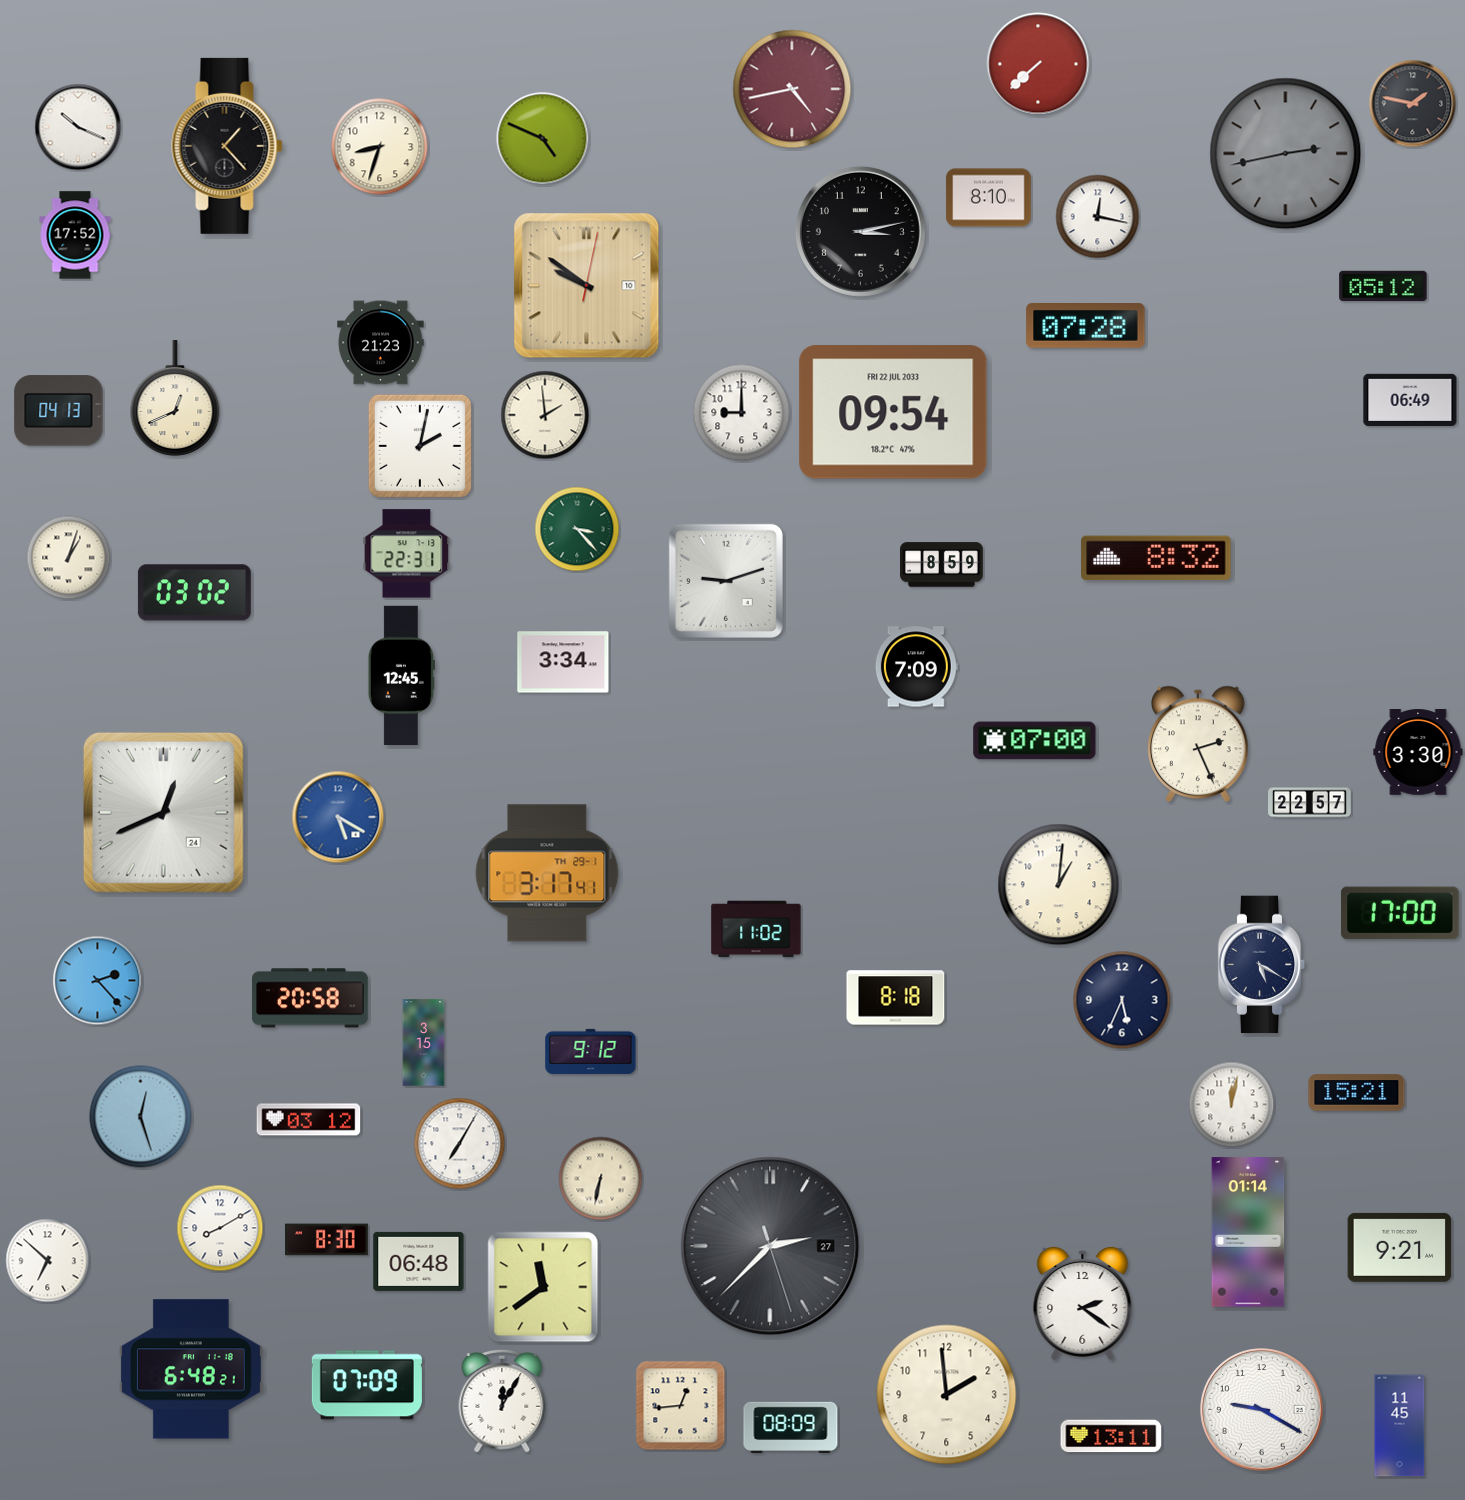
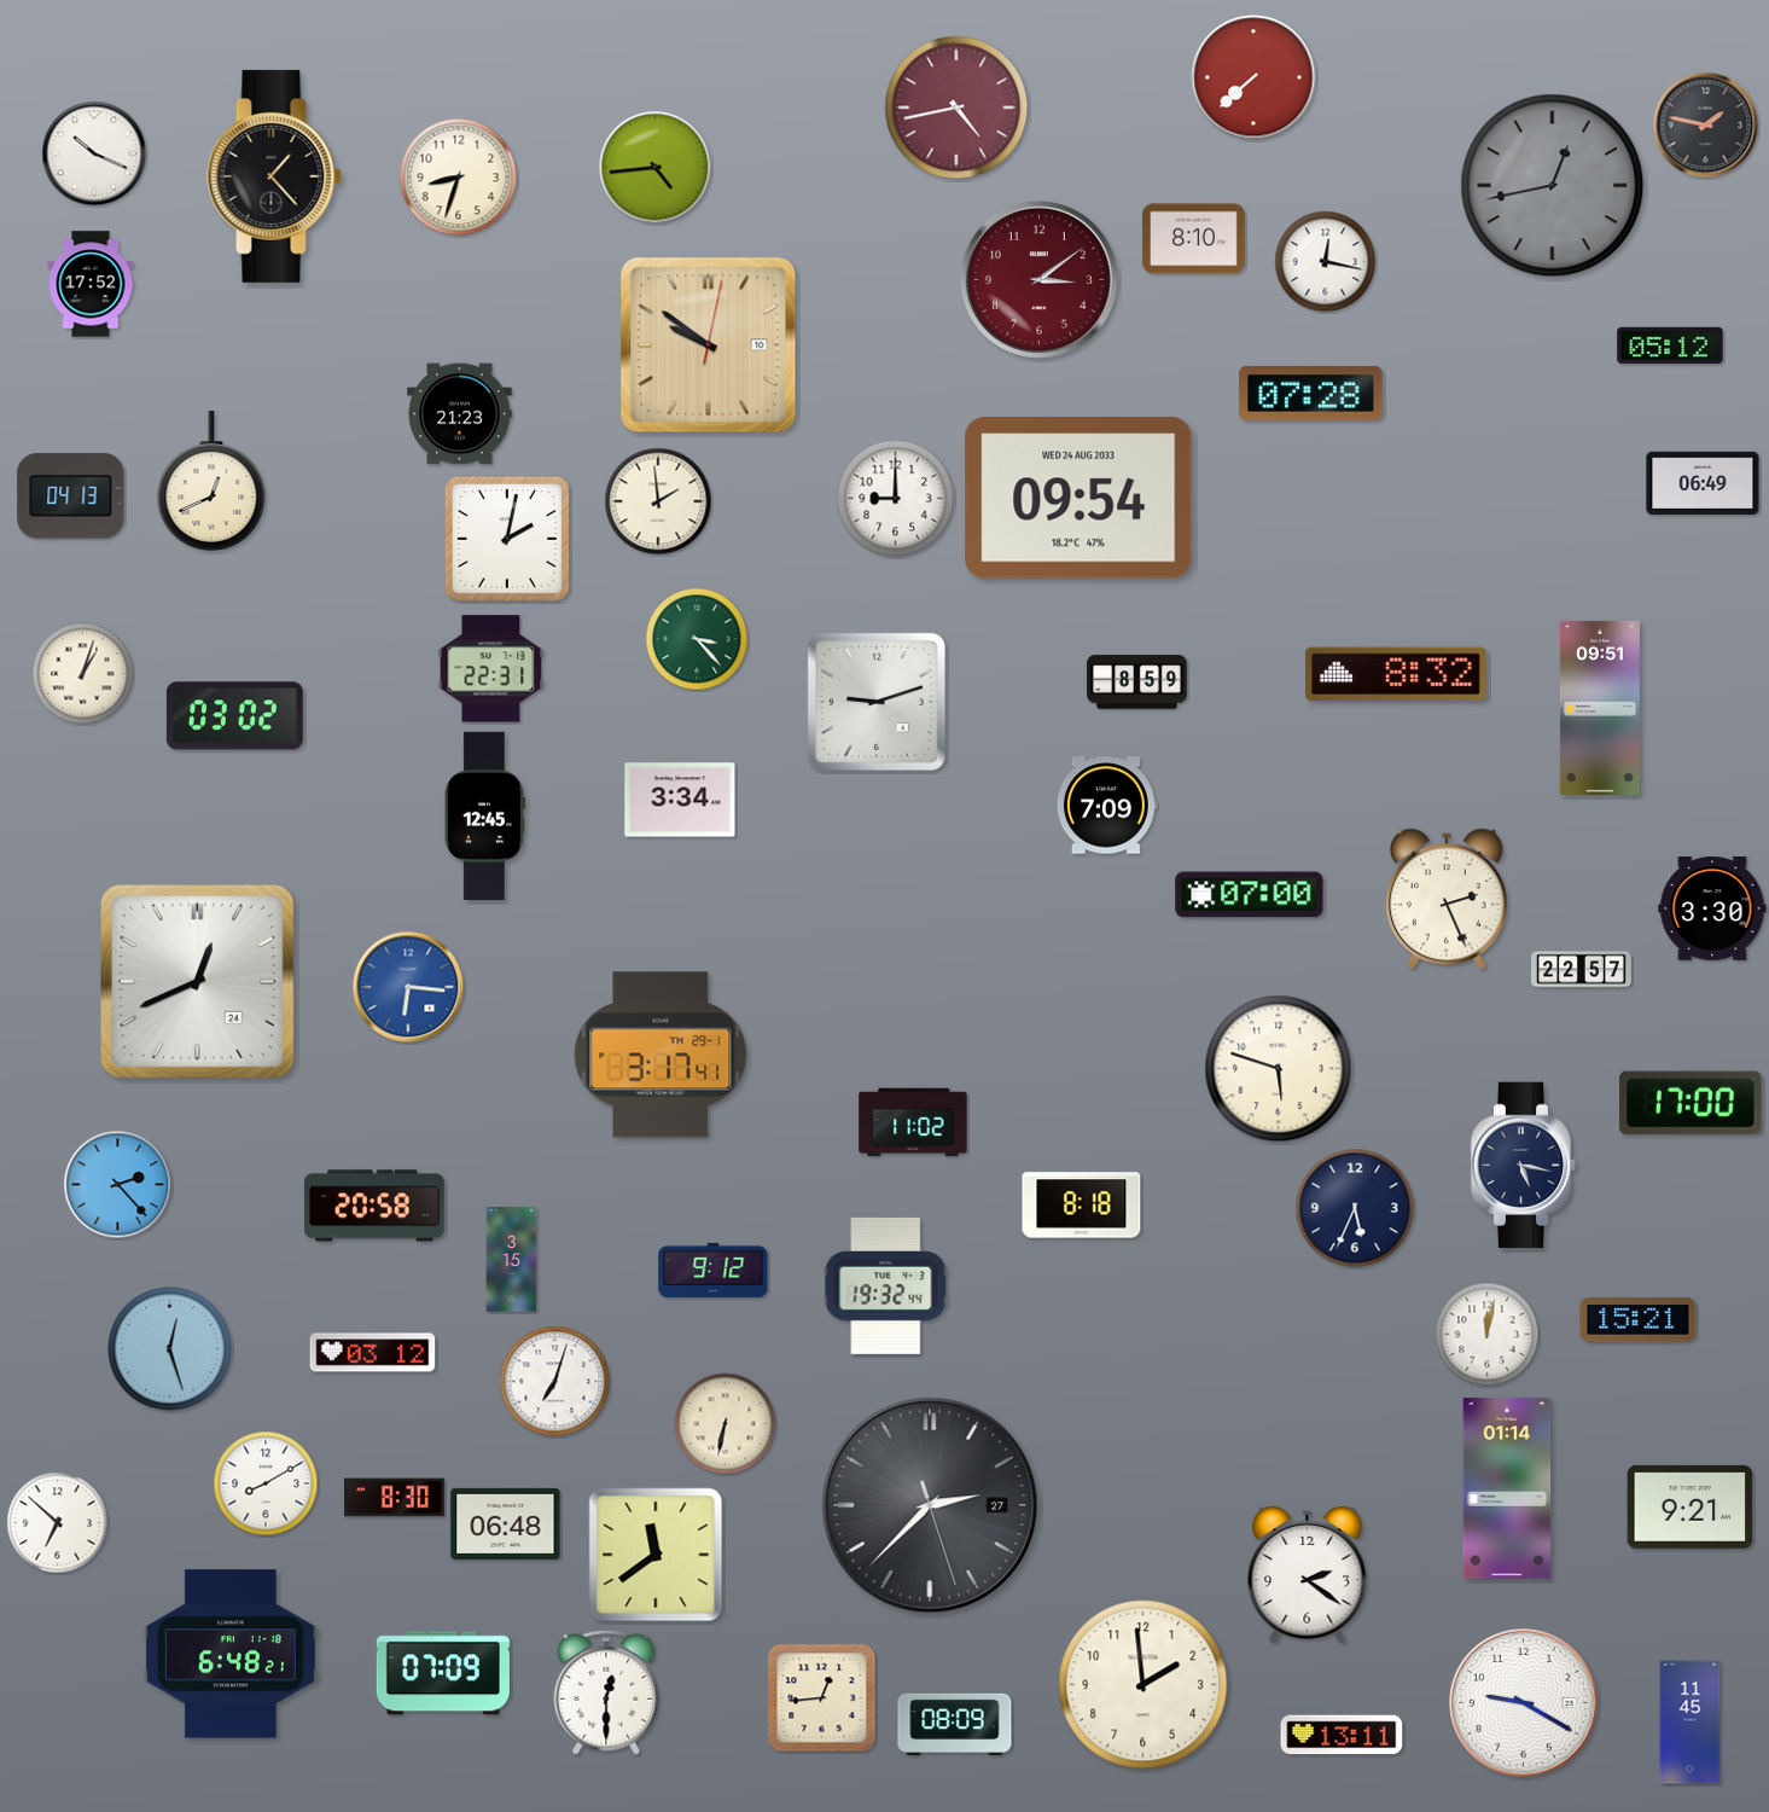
clock at (543, 139): 4:49 -> 4:44
clock at (1286, 154): 2:43 -> 12:43
clock at (860, 231): 3:13 -> 3:09
clock at (860, 231) dial: black -> burgundy
clock at (893, 412) date: FRI 22 JUL 2033 -> WED 24 AUG 2033
clock at (1600, 708): none -> 09:51
clock at (338, 817): 5:20 -> 6:16
clock at (1059, 885): 1:01 -> 5:48
clock at (1262, 965): 5:20 -> 5:17
clock at (886, 1285): none -> 19:32
clock at (460, 1144): 7:05 -> 7:03
clock at (502, 1401): 12:05 -> 12:30
